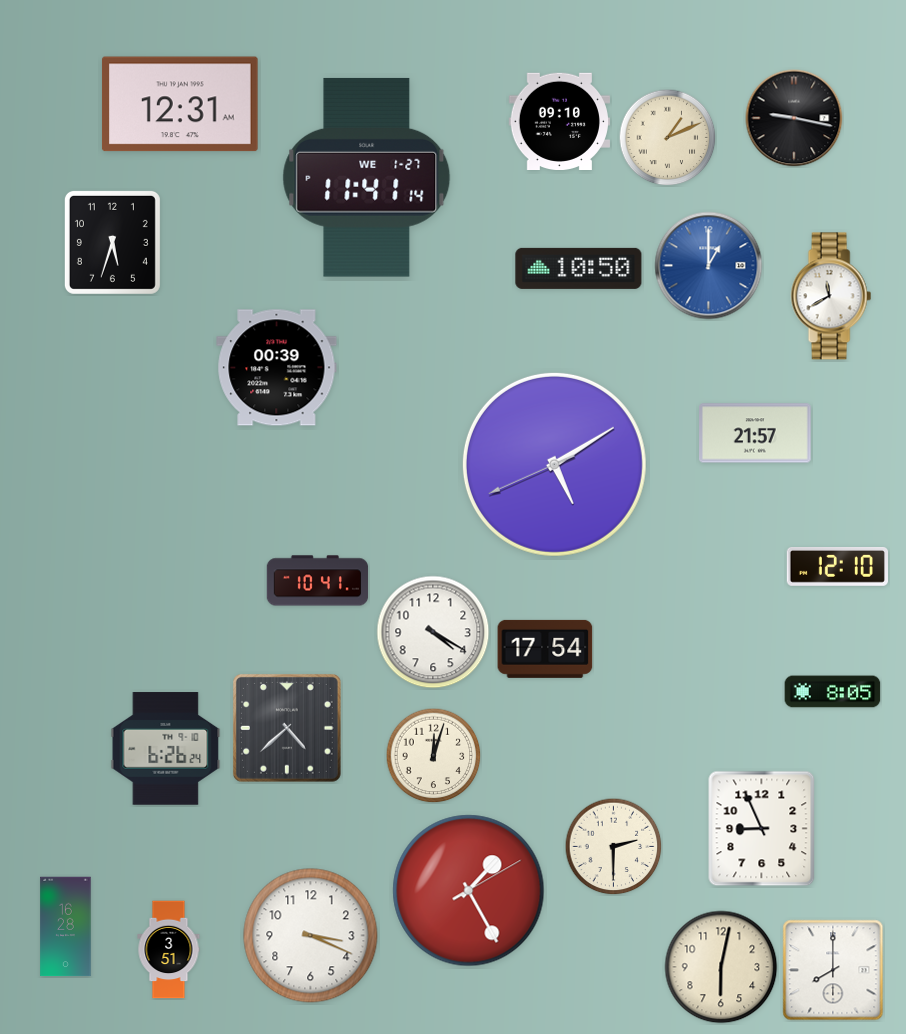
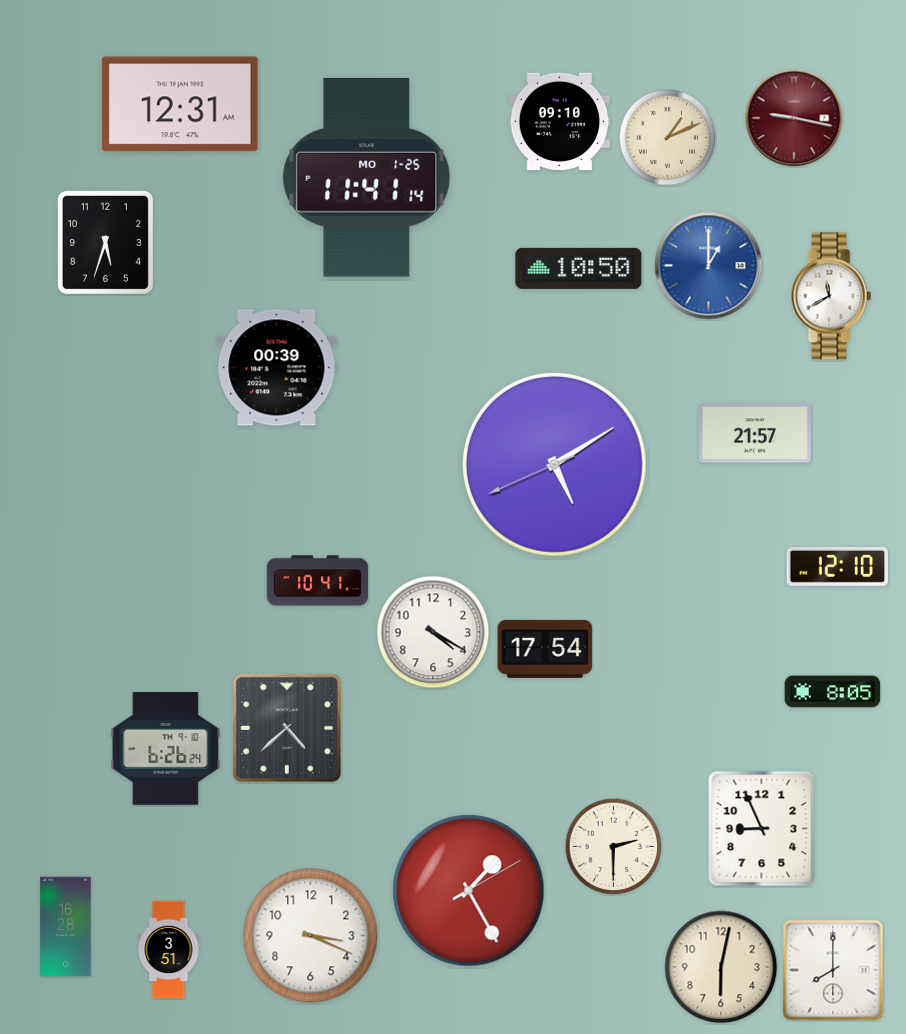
clock at (794, 118) dial: black -> burgundy
clock at (367, 177) date: WE 1-27 -> MO 1-25
clock at (112, 242) position: (112, 242) -> (105, 242)
clock at (433, 755): 12:03 -> none
